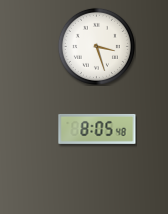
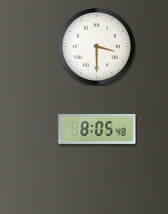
clock at (96, 46): 3:27 -> 3:30
